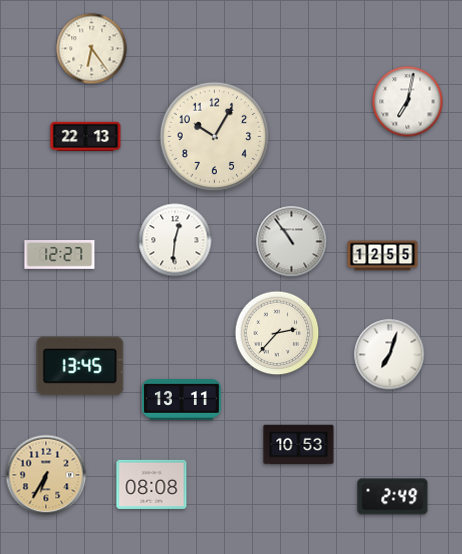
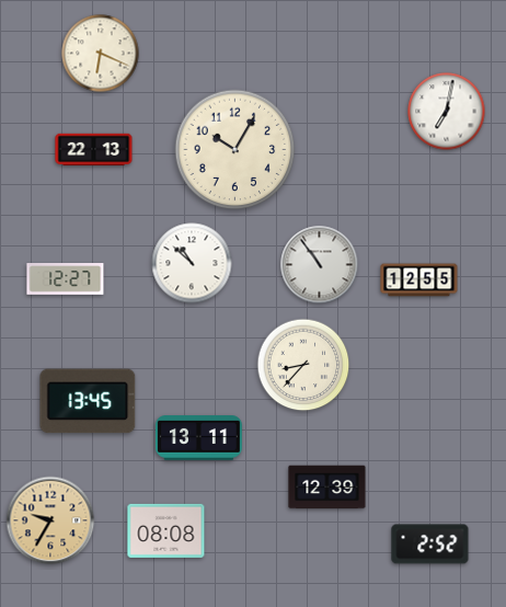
clock at (92, 49): 6:24 -> 6:19
clock at (175, 240): 12:31 -> 10:52
clock at (277, 333): 2:37 -> 8:37
clock at (390, 355): 7:03 -> none
clock at (299, 445): 10:53 -> 12:39
clock at (46, 475): 6:35 -> 9:35
clock at (393, 497): 2:49 -> 2:52
